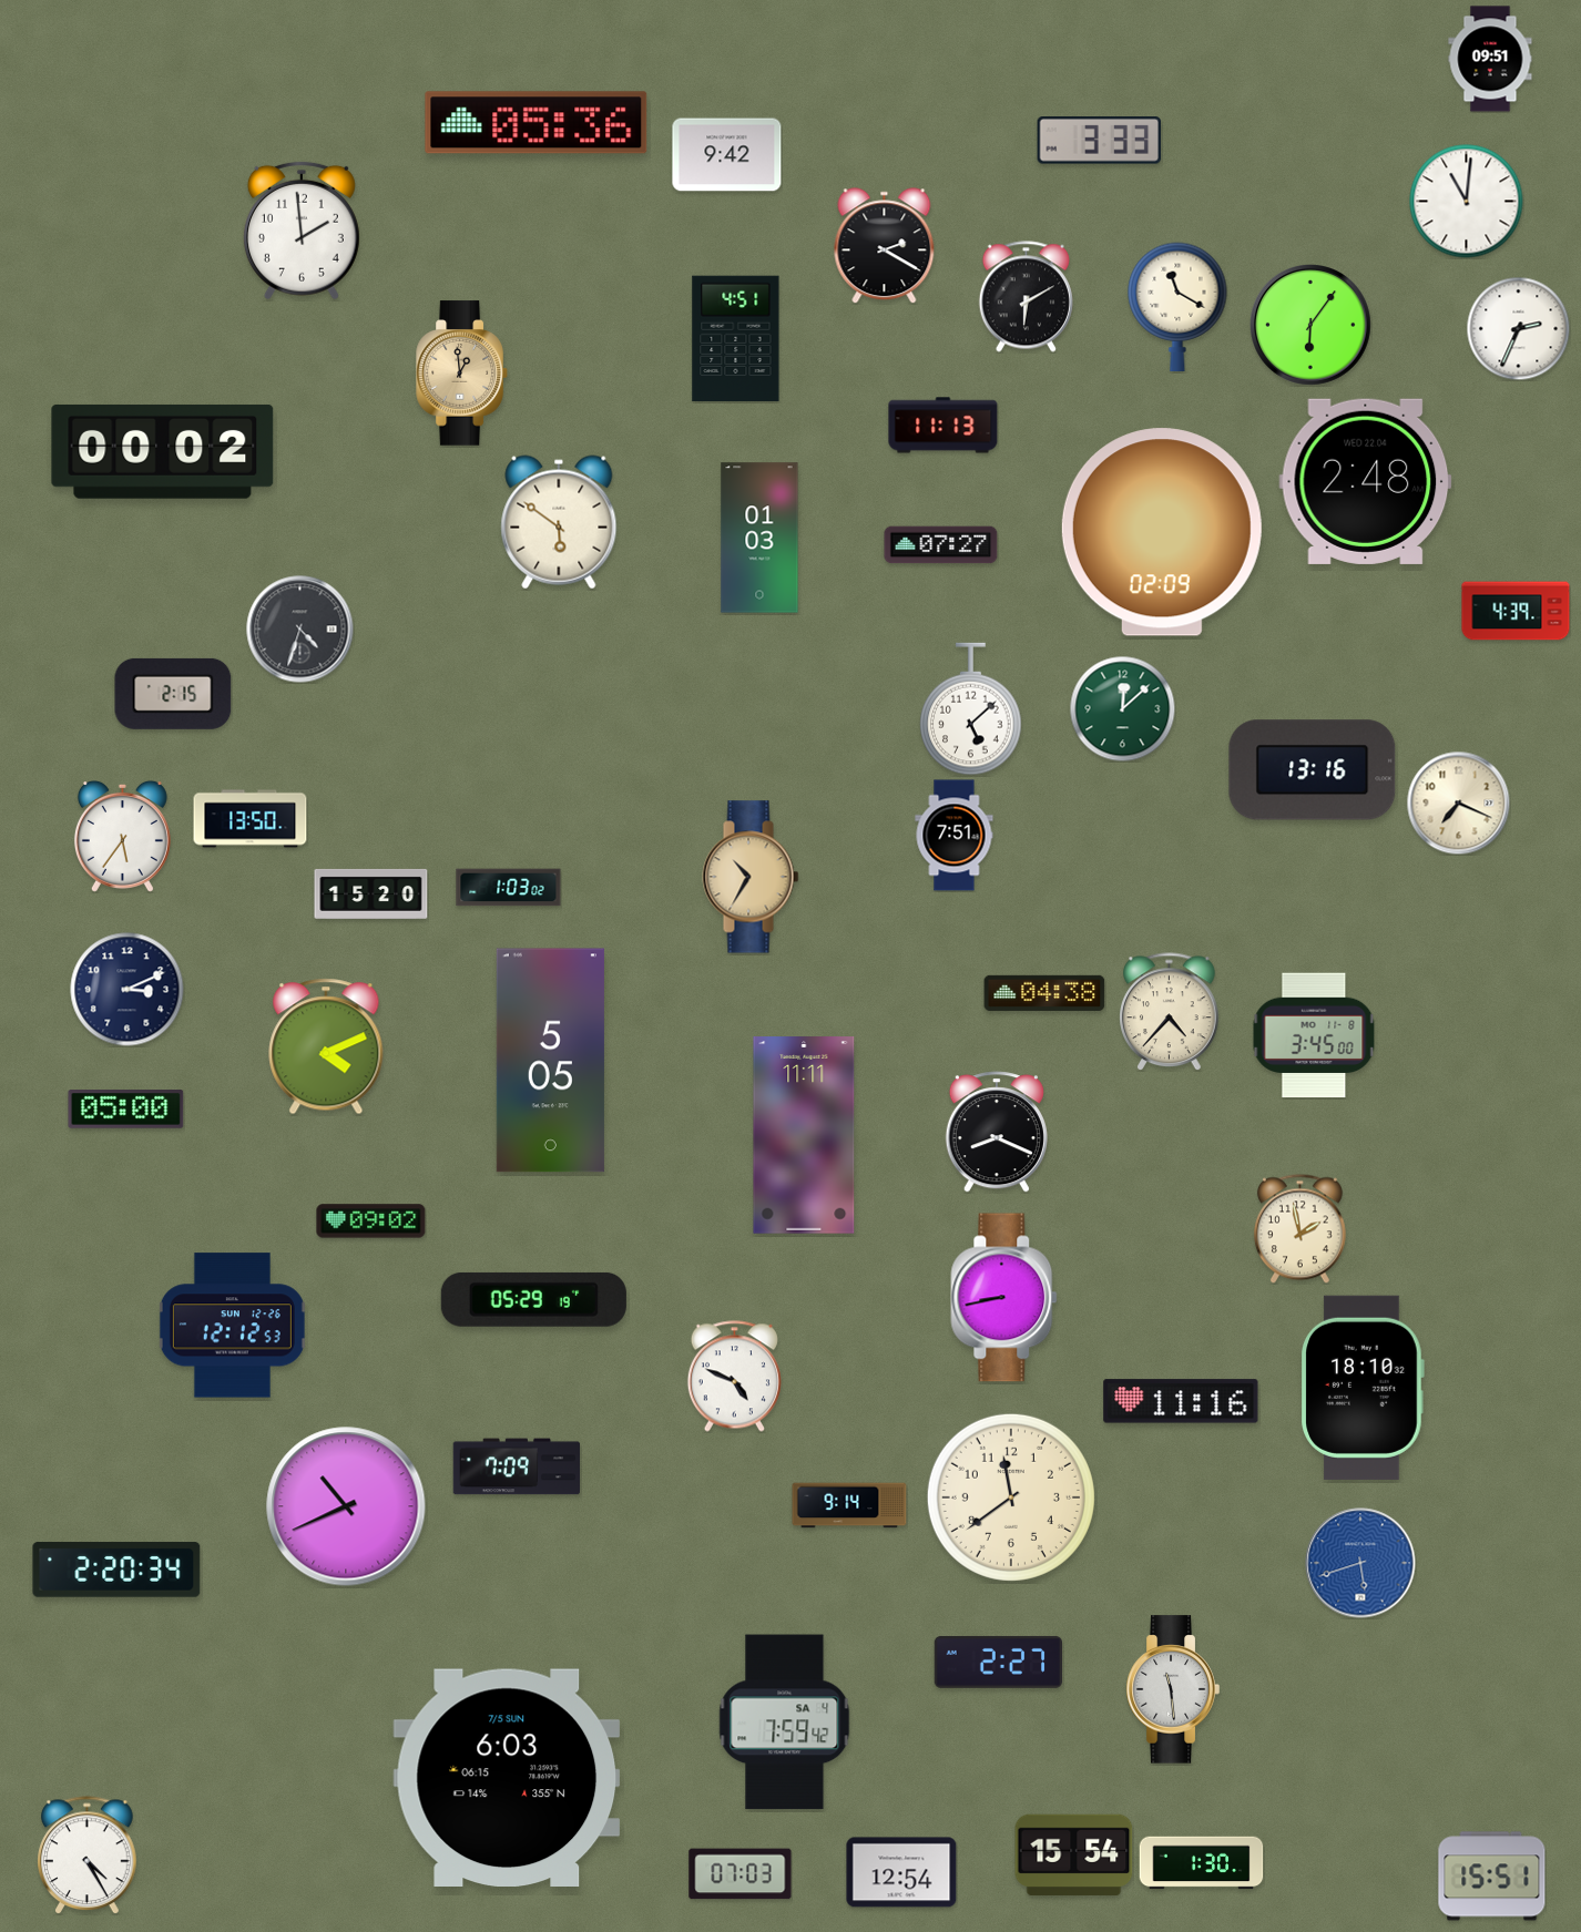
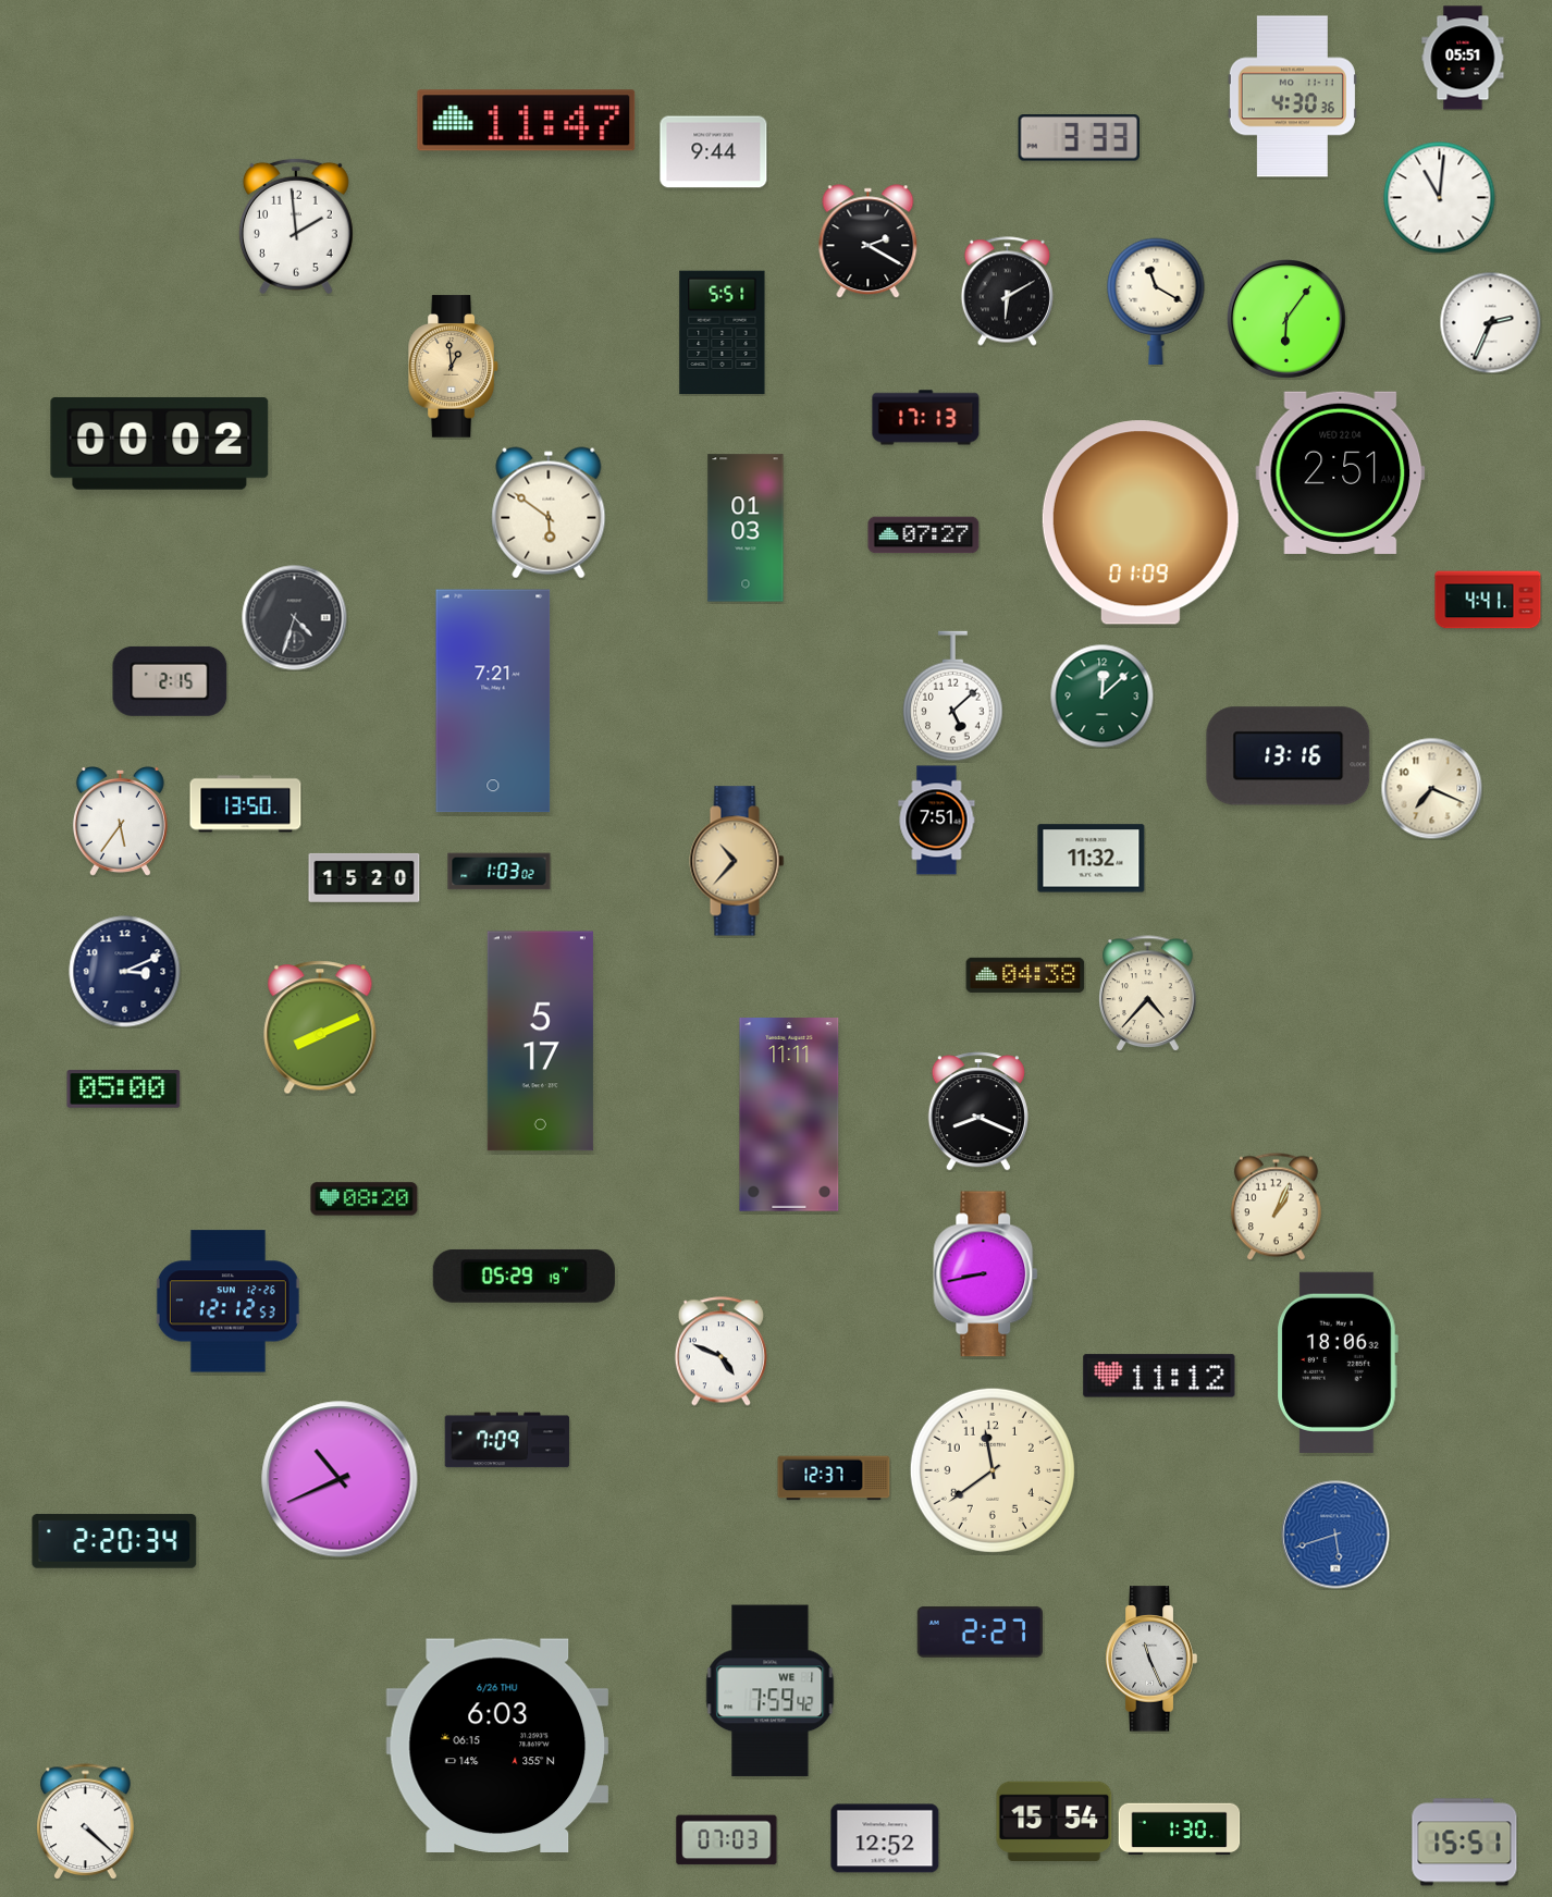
clock at (1490, 59): 09:51 -> 05:51
clock at (1292, 97): none -> 4:30
clock at (537, 123): 05:36 -> 11:47
clock at (727, 155): 9:42 -> 9:44
clock at (736, 339): 4:51 -> 5:51
clock at (943, 426): 11:13 -> 17:13
clock at (1366, 481): 2:48 -> 2:51
clock at (1162, 532): 02:09 -> 01:09
clock at (1516, 611): 4:39 -> 4:41
clock at (493, 701): none -> 7:21
clock at (1092, 859): none -> 11:32
clock at (751, 877): 10:35 -> 10:37
clock at (1314, 1035): 3:45 -> none
clock at (326, 1046): 4:11 -> 8:11
clock at (550, 1061): 5:05 -> 5:17
clock at (371, 1221): 09:02 -> 08:20
clock at (1299, 1228): 1:58 -> 1:04
clock at (1363, 1388): 18:10 -> 18:06
clock at (1181, 1401): 11:16 -> 11:12
clock at (849, 1505): 9:14 -> 12:37
clock at (1173, 1689): 11:29 -> 11:26
clock at (785, 1723) date: SA 4 -> WE 1
clock at (507, 1777) date: 7/5 SUN -> 6/26 THU
clock at (88, 1856): 4:25 -> 4:22
clock at (901, 1872): 12:54 -> 12:52
